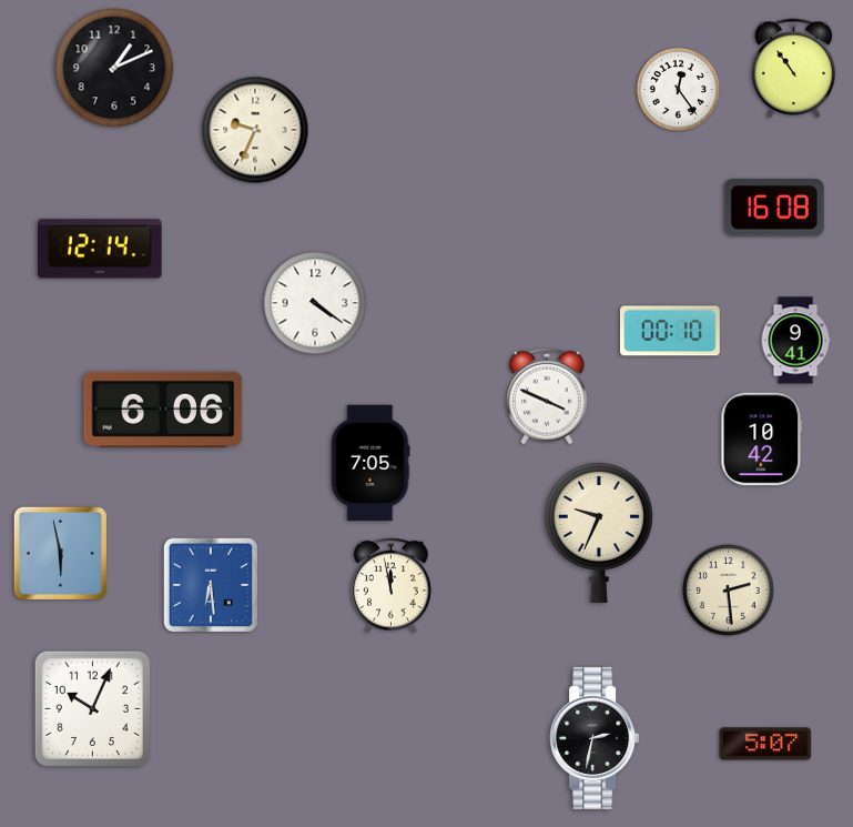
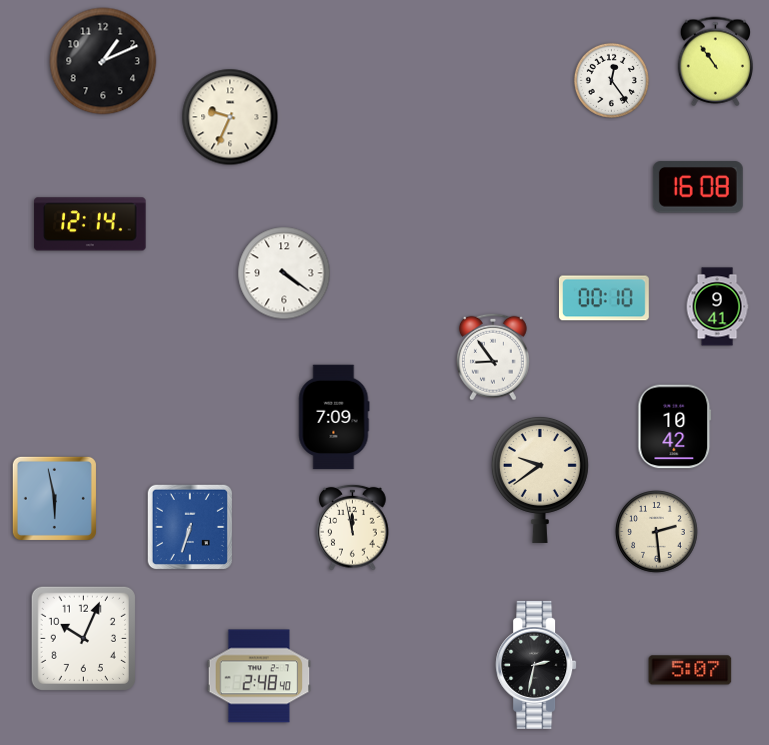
clock at (547, 396): 3:49 -> 8:54
clock at (163, 410): 6:06 -> none
clock at (762, 440) position: (762, 440) -> (675, 427)
clock at (370, 463): 7:05 -> 7:09
clock at (599, 532): 9:34 -> 9:39
clock at (210, 584): 6:29 -> 6:33
clock at (259, 676): none -> 2:48
